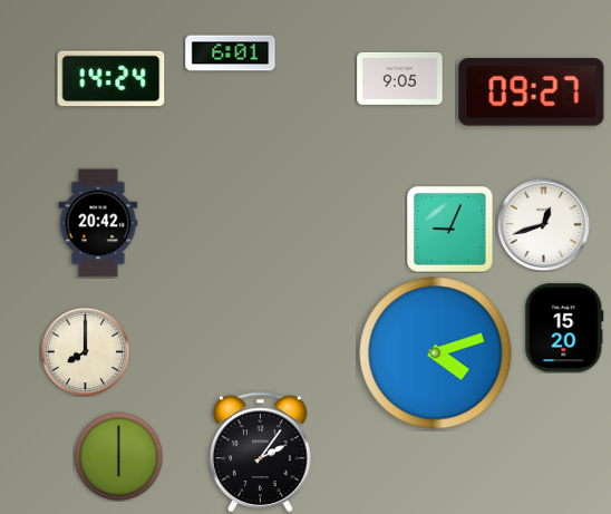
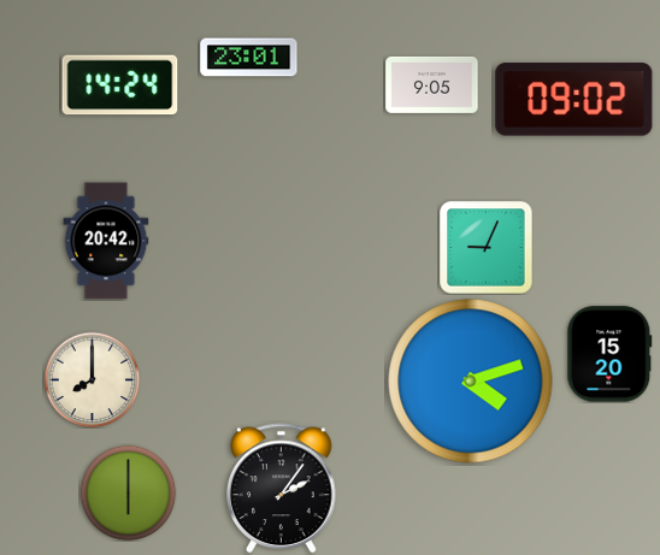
clock at (231, 54): 6:01 -> 23:01
clock at (532, 93): 09:27 -> 09:02
clock at (543, 224): 12:42 -> none
